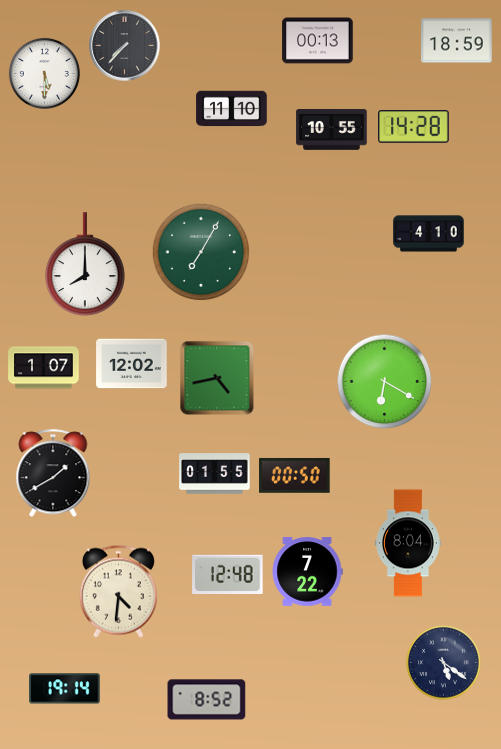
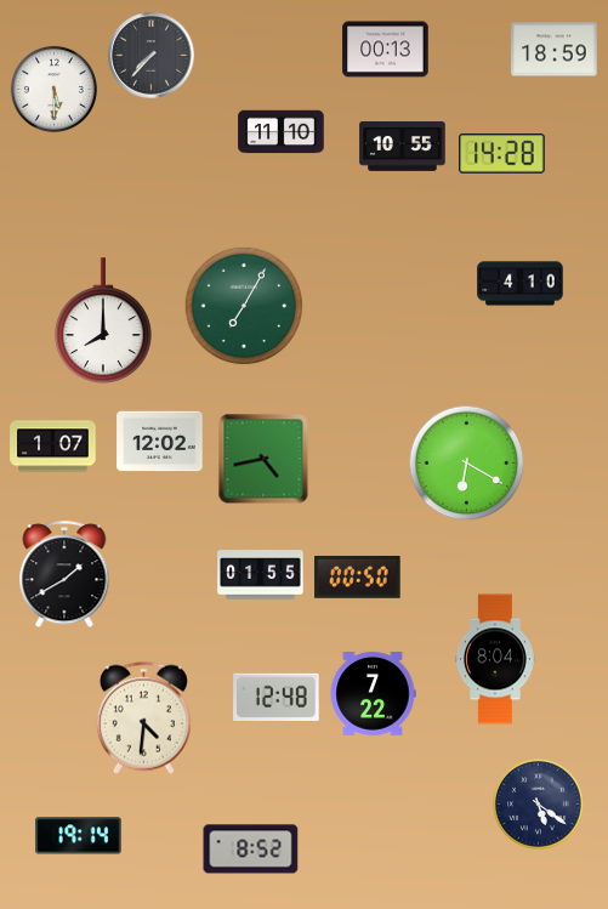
clock at (332, 130) position: (332, 130) -> (403, 147)
